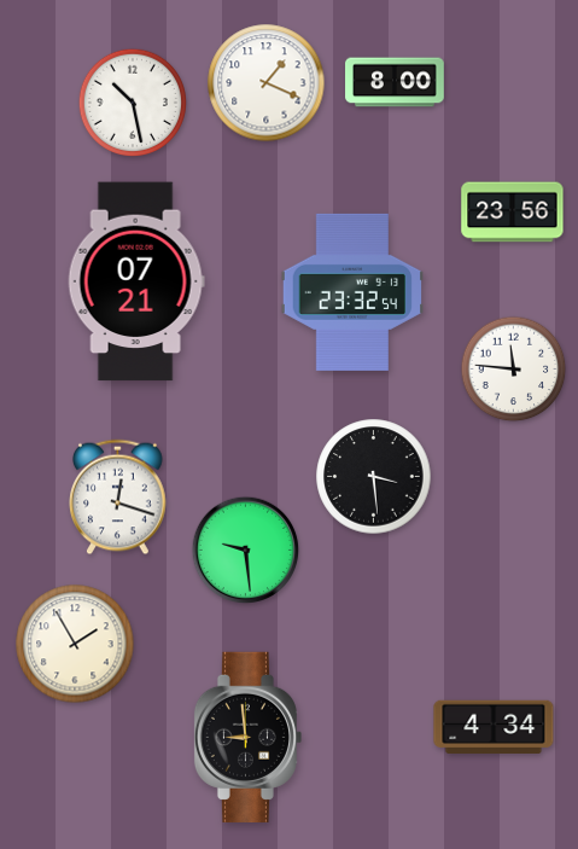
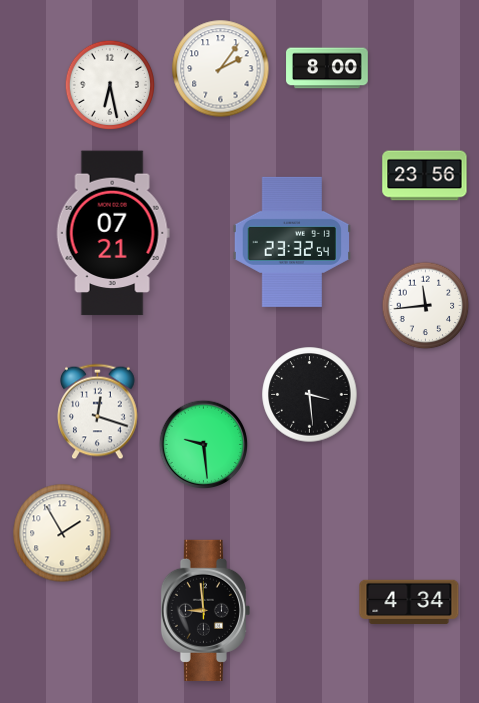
clock at (267, 83): 1:19 -> 2:06
clock at (132, 101): 10:28 -> 6:28
clock at (514, 370): 11:46 -> 11:44
clock at (246, 551) position: (246, 551) -> (204, 445)
